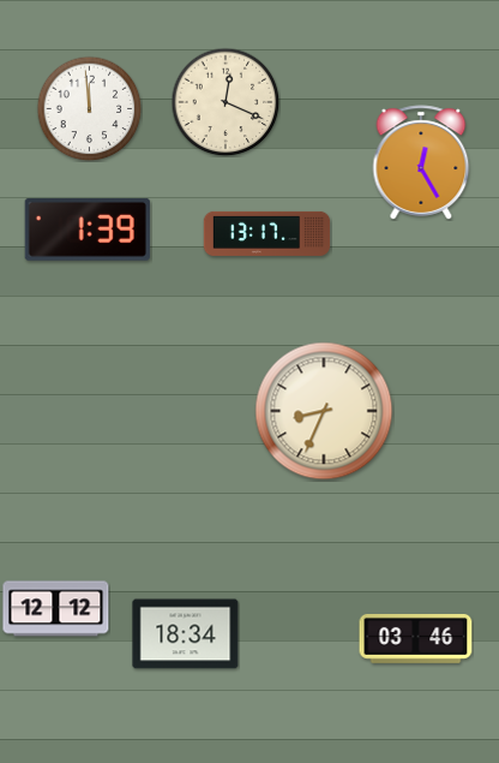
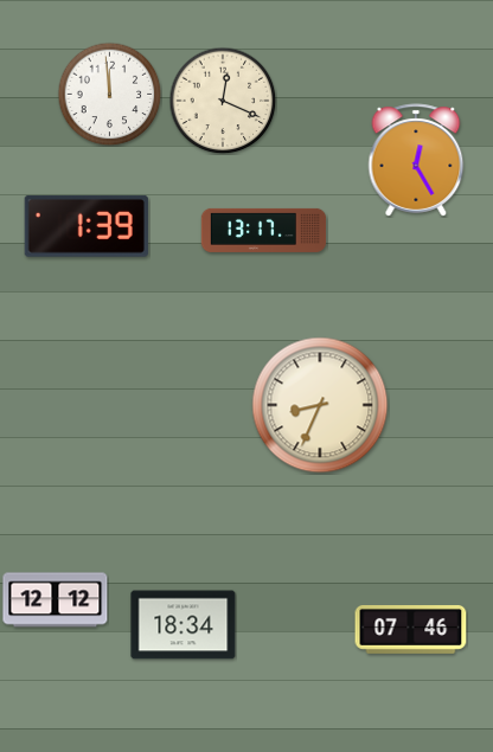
clock at (89, 108) position: (89, 108) -> (109, 94)
clock at (416, 638): 03:46 -> 07:46
